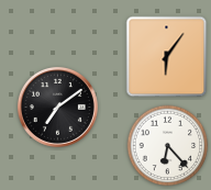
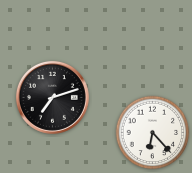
clock at (167, 57): 6:06 -> none
clock at (57, 107): 7:09 -> 7:12
